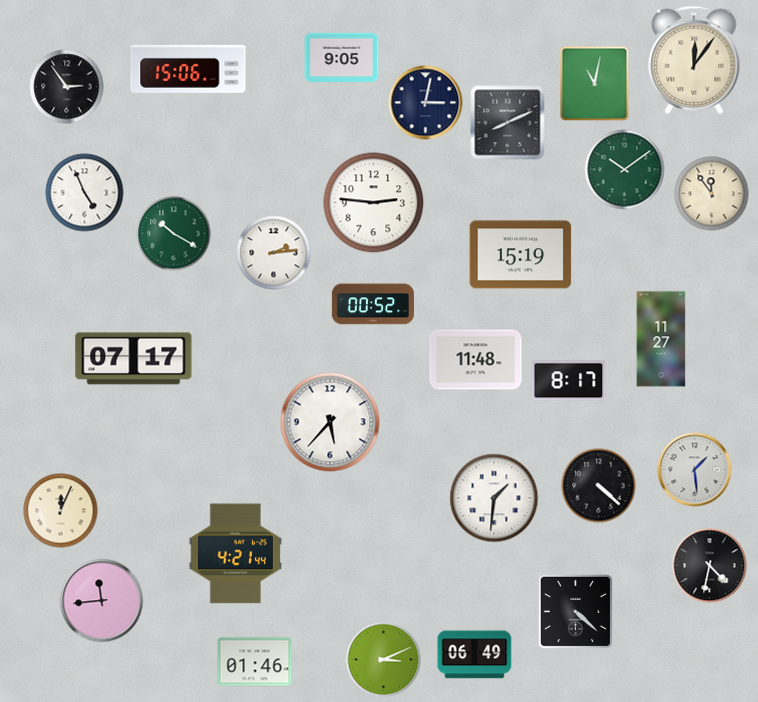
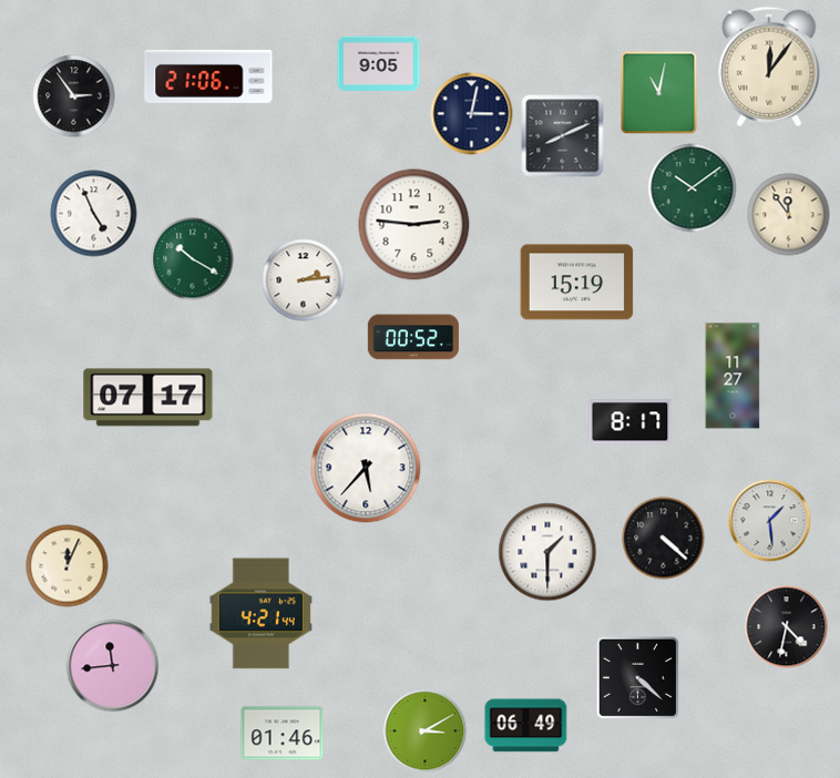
clock at (188, 69): 15:06 -> 21:06
clock at (476, 360): 11:48 -> none
clock at (494, 498): 1:31 -> 1:30
clock at (384, 660): 3:11 -> 3:10
